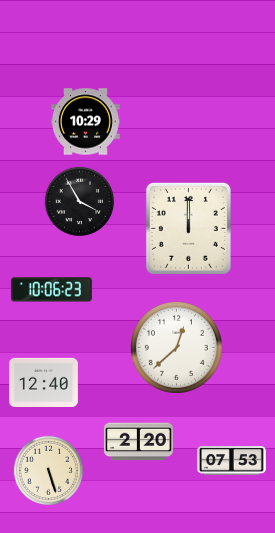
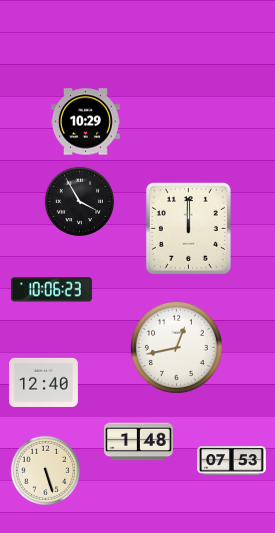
clock at (176, 347): 12:38 -> 12:43
clock at (138, 442): 2:20 -> 1:48
clock at (48, 470) position: (48, 470) -> (45, 470)
